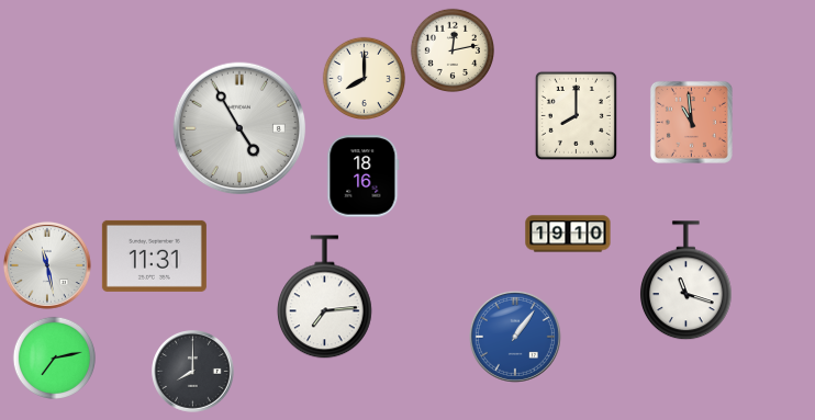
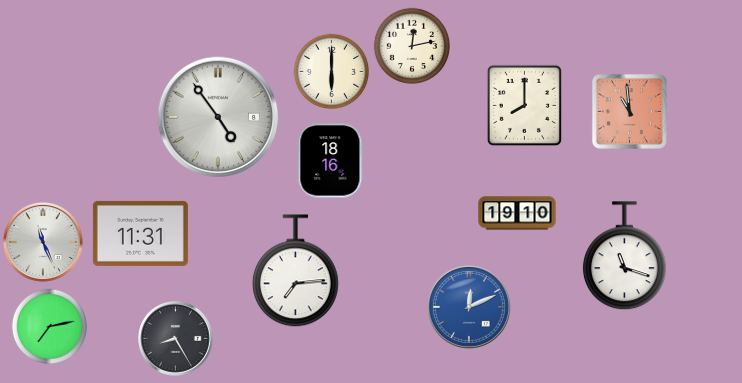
clock at (364, 78): 8:00 -> 6:00
clock at (239, 128): 4:55 -> 4:54
clock at (47, 265): 11:28 -> 11:26
clock at (515, 337): 1:06 -> 12:11
clock at (193, 372): 8:00 -> 8:25
